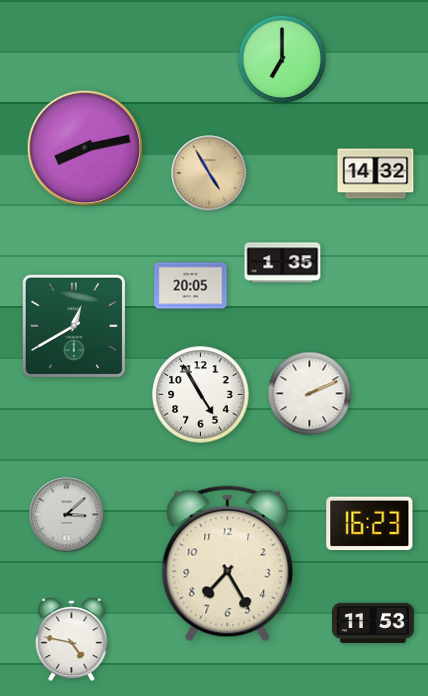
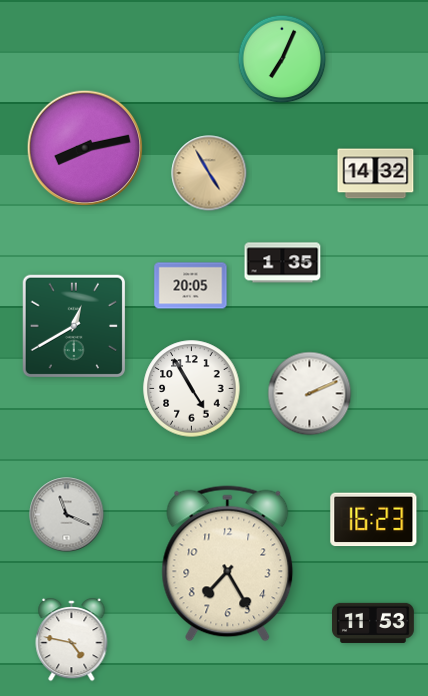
clock at (282, 59): 7:00 -> 7:04
clock at (201, 395) position: (201, 395) -> (192, 389)
clock at (67, 515): 3:08 -> 11:19
clock at (370, 524) position: (370, 524) -> (374, 520)
